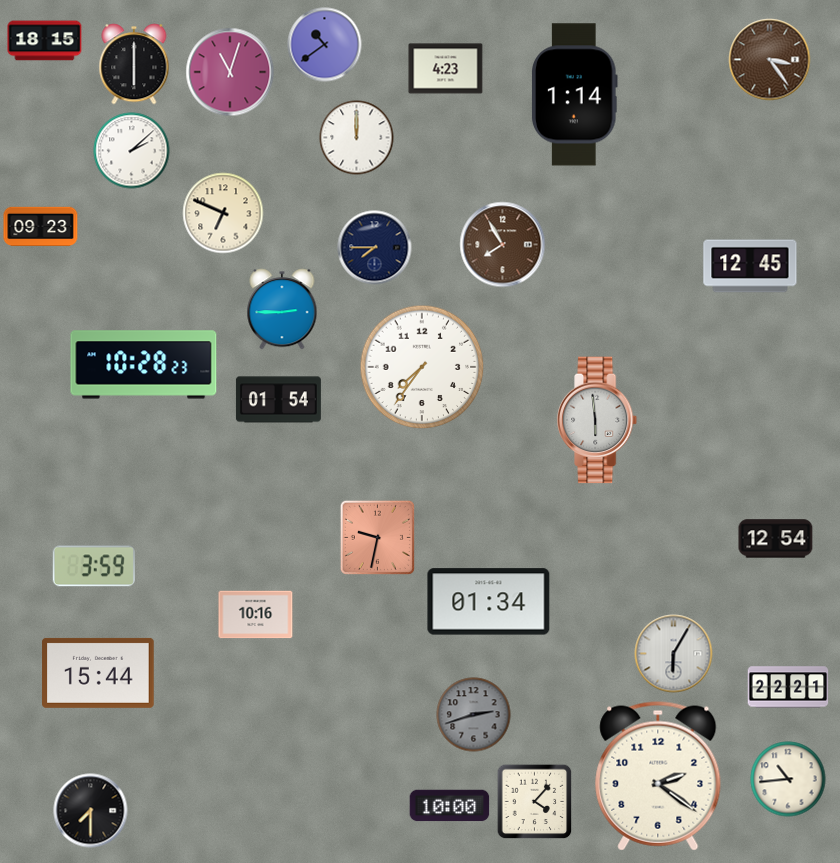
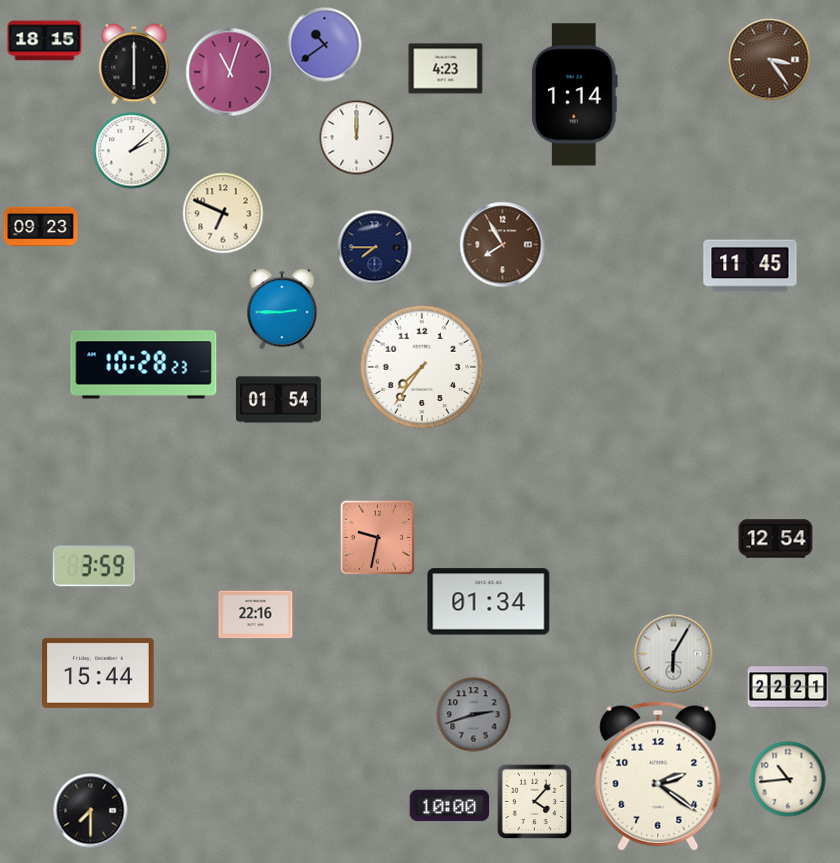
clock at (750, 266): 12:45 -> 11:45
clock at (598, 420): 5:59 -> none
clock at (256, 615): 10:16 -> 22:16
